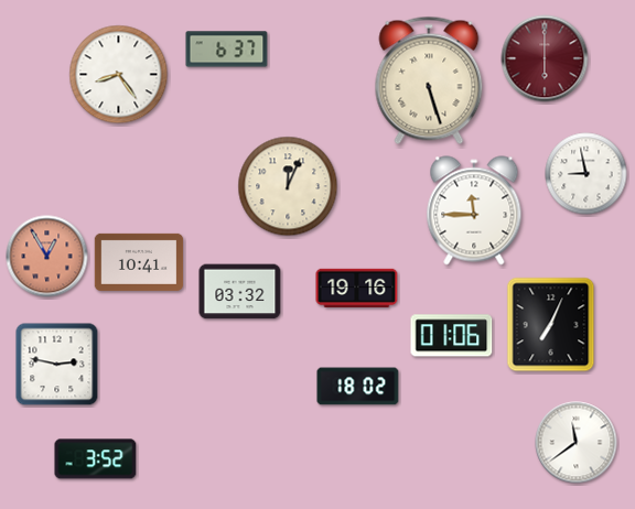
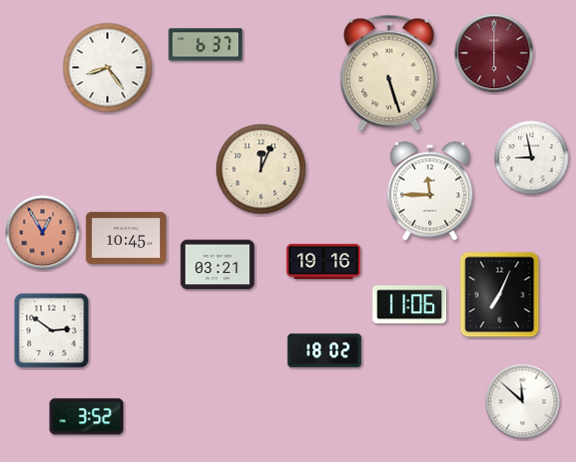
clock at (139, 262): 10:41 -> 10:45
clock at (240, 292): 03:32 -> 03:21
clock at (452, 336): 01:06 -> 11:06
clock at (57, 365): 2:47 -> 2:51
clock at (577, 443): 11:39 -> 11:52
